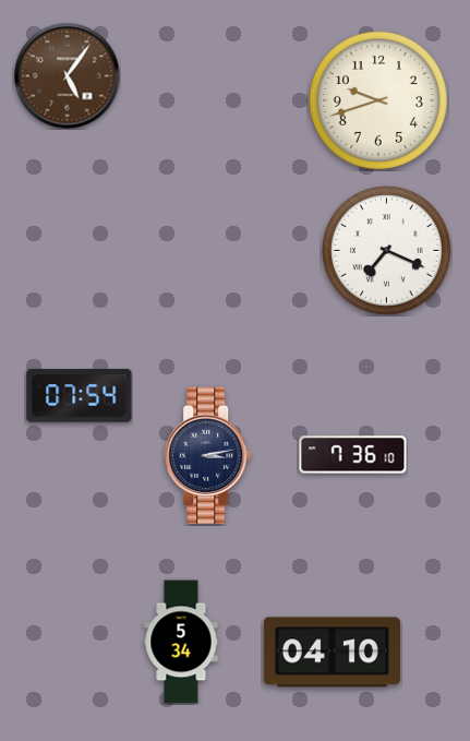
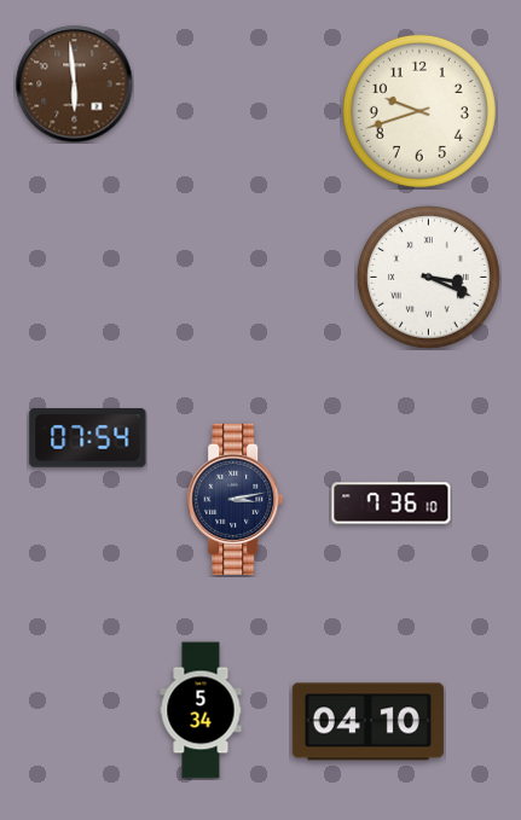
clock at (68, 76): 5:06 -> 5:59
clock at (387, 251): 7:19 -> 3:19
clock at (208, 455) position: (208, 455) -> (236, 499)
